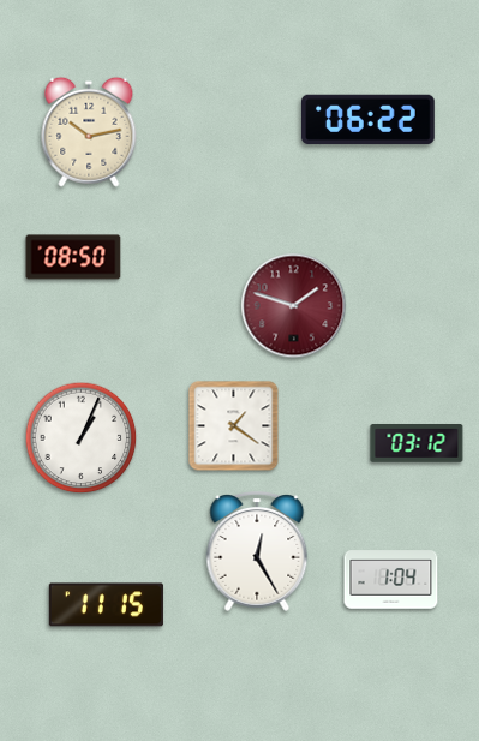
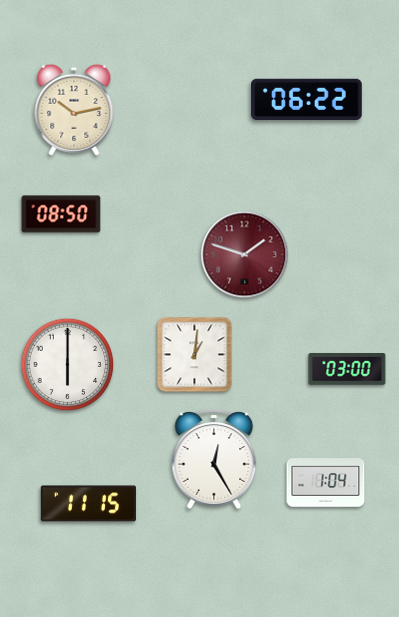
clock at (234, 426): 1:21 -> 1:01
clock at (82, 438): 1:04 -> 6:00
clock at (417, 444): 03:12 -> 03:00
